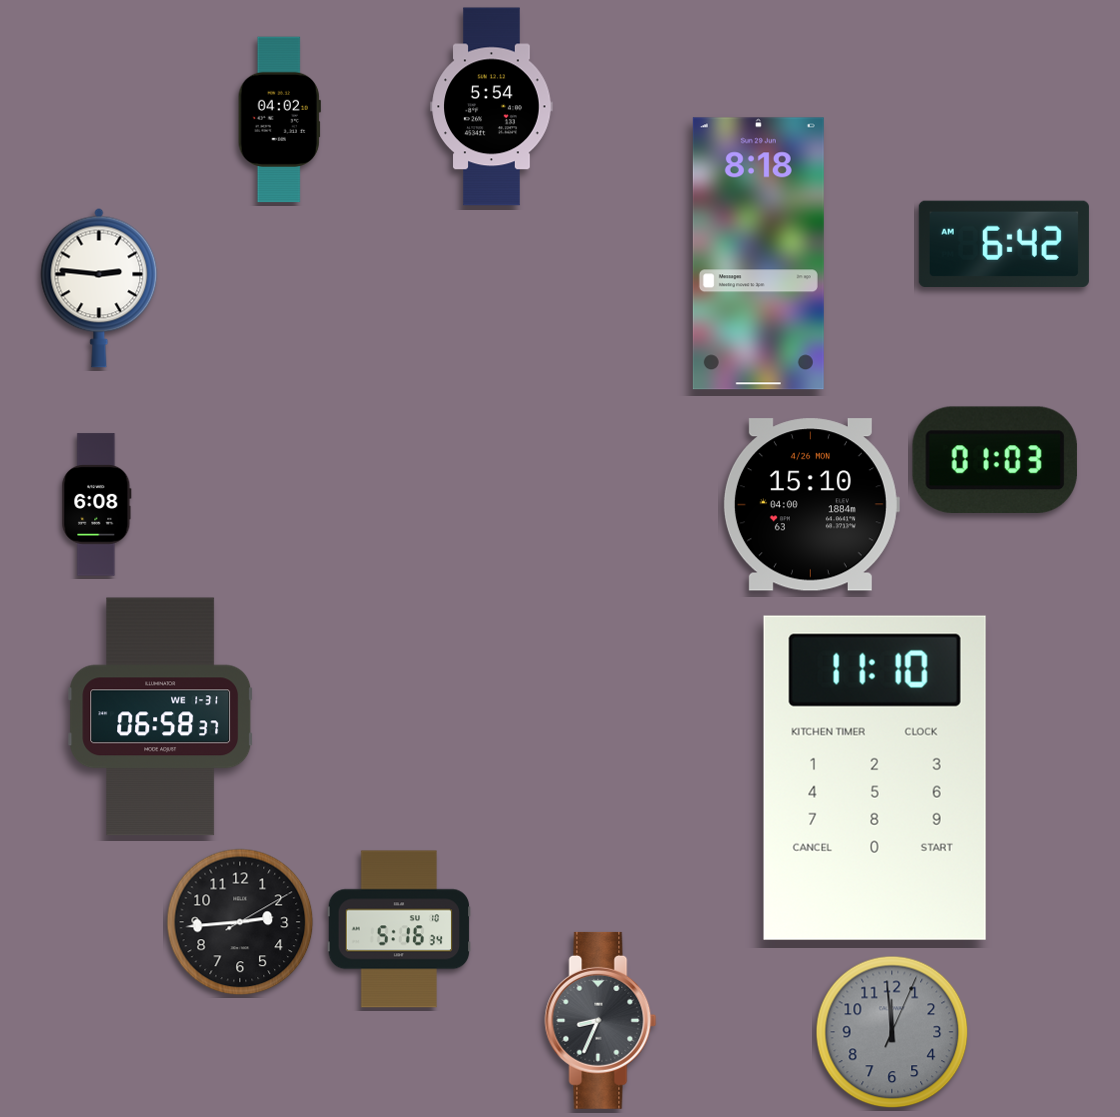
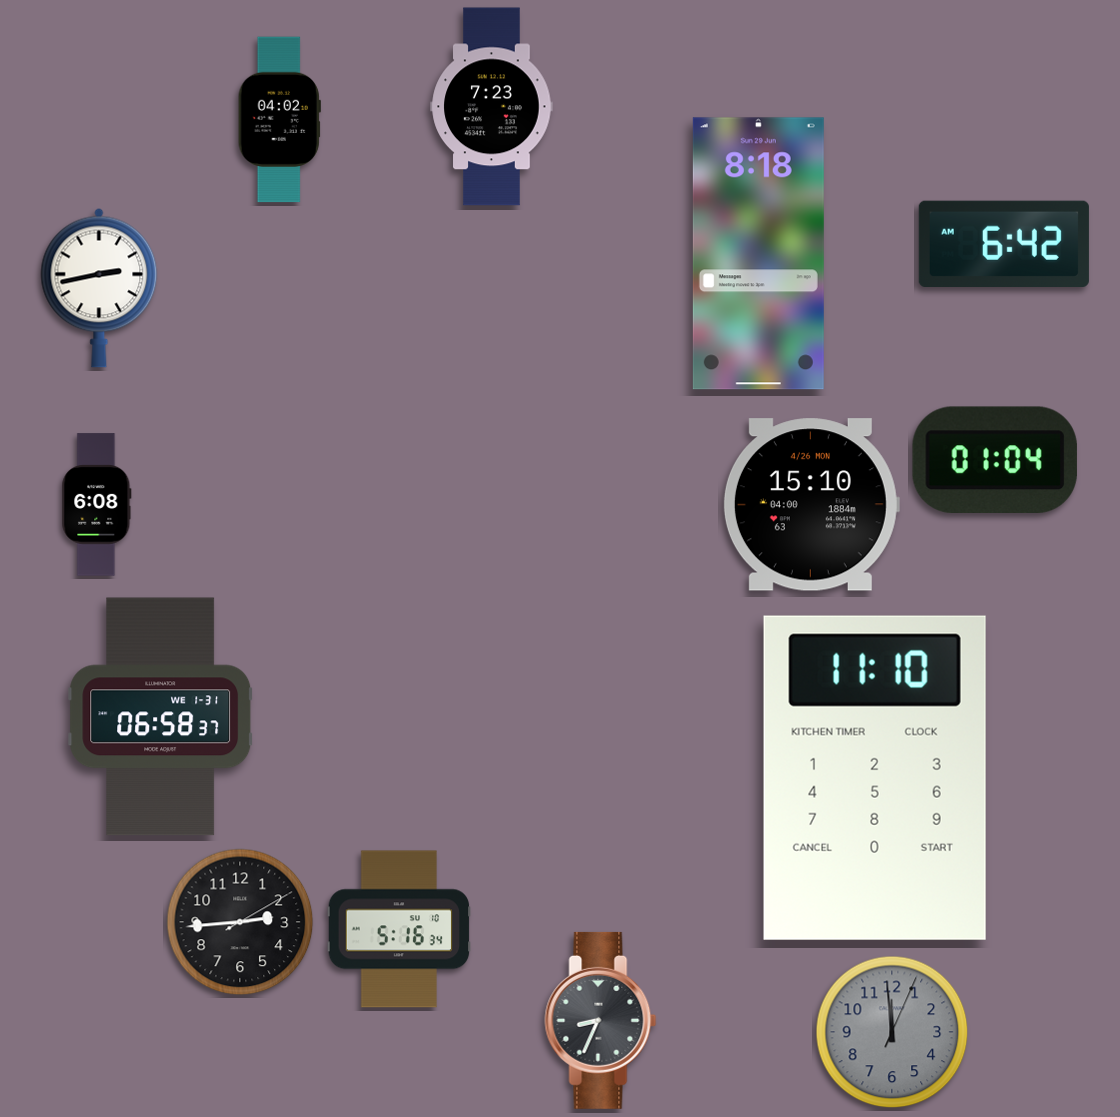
clock at (492, 107): 5:54 -> 7:23
clock at (99, 288): 2:46 -> 2:43
clock at (995, 459): 01:03 -> 01:04
